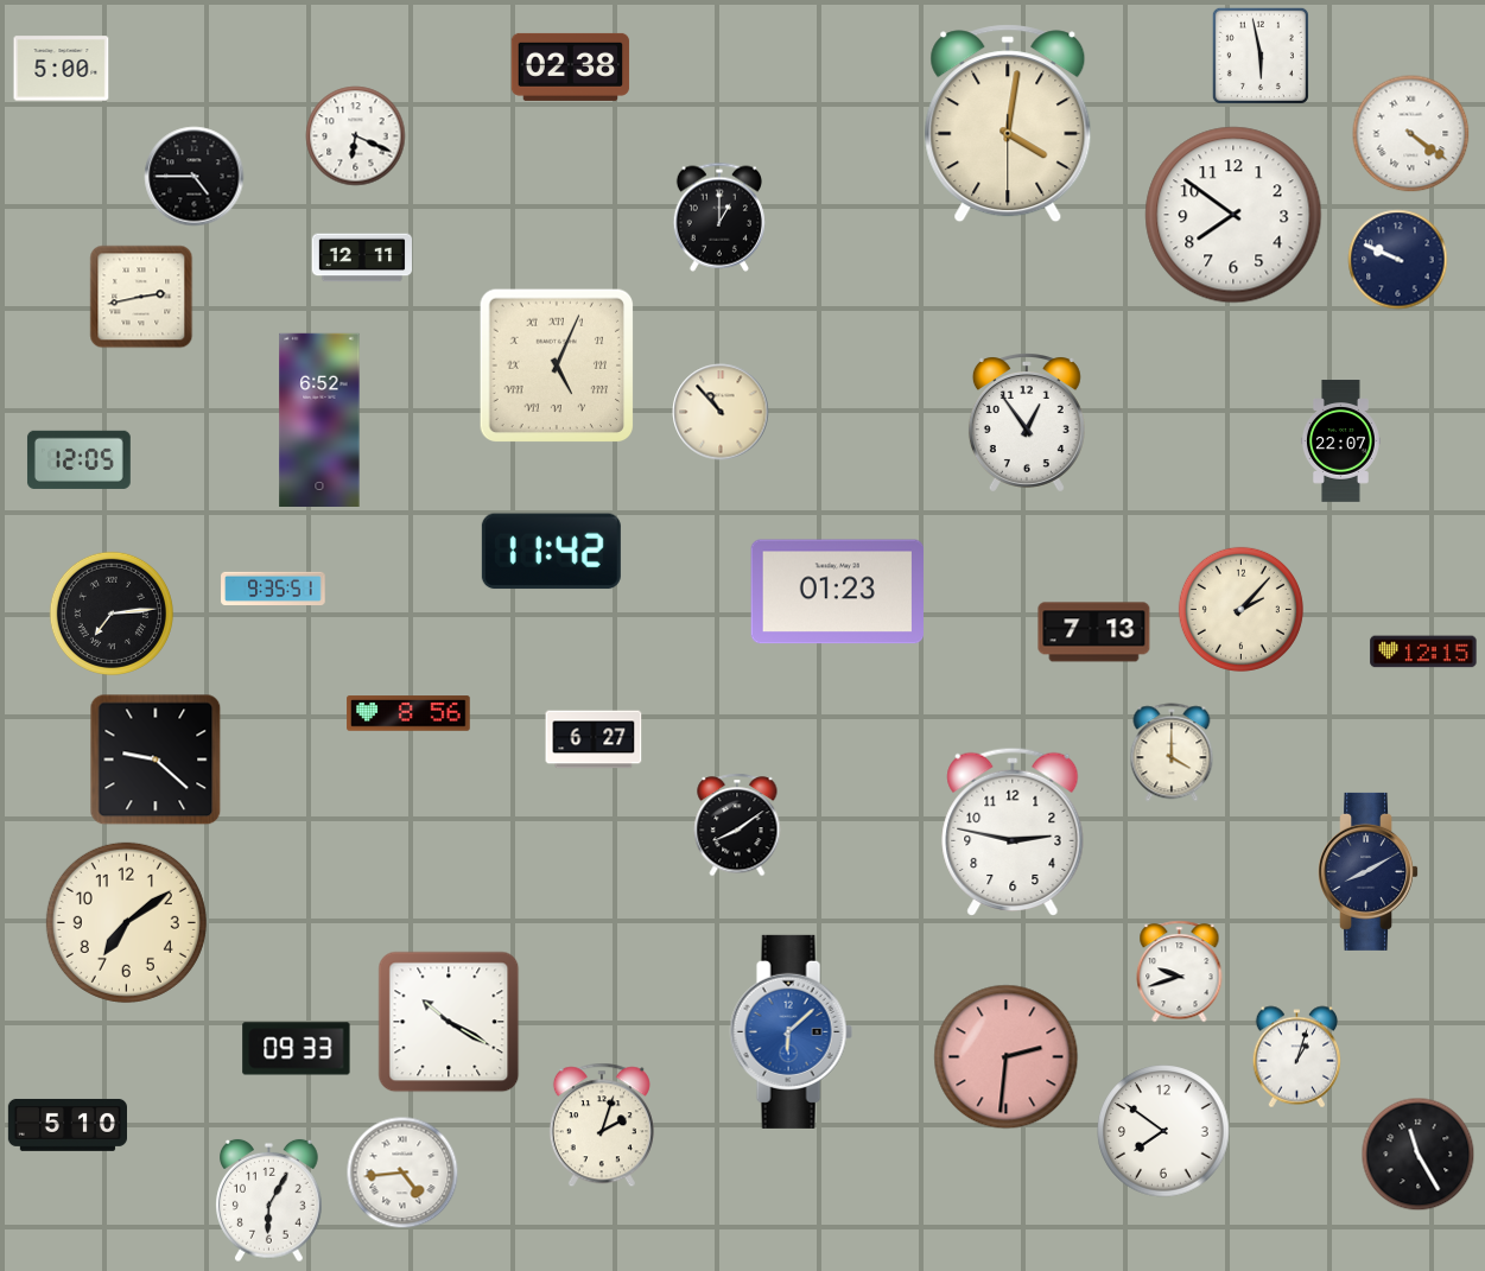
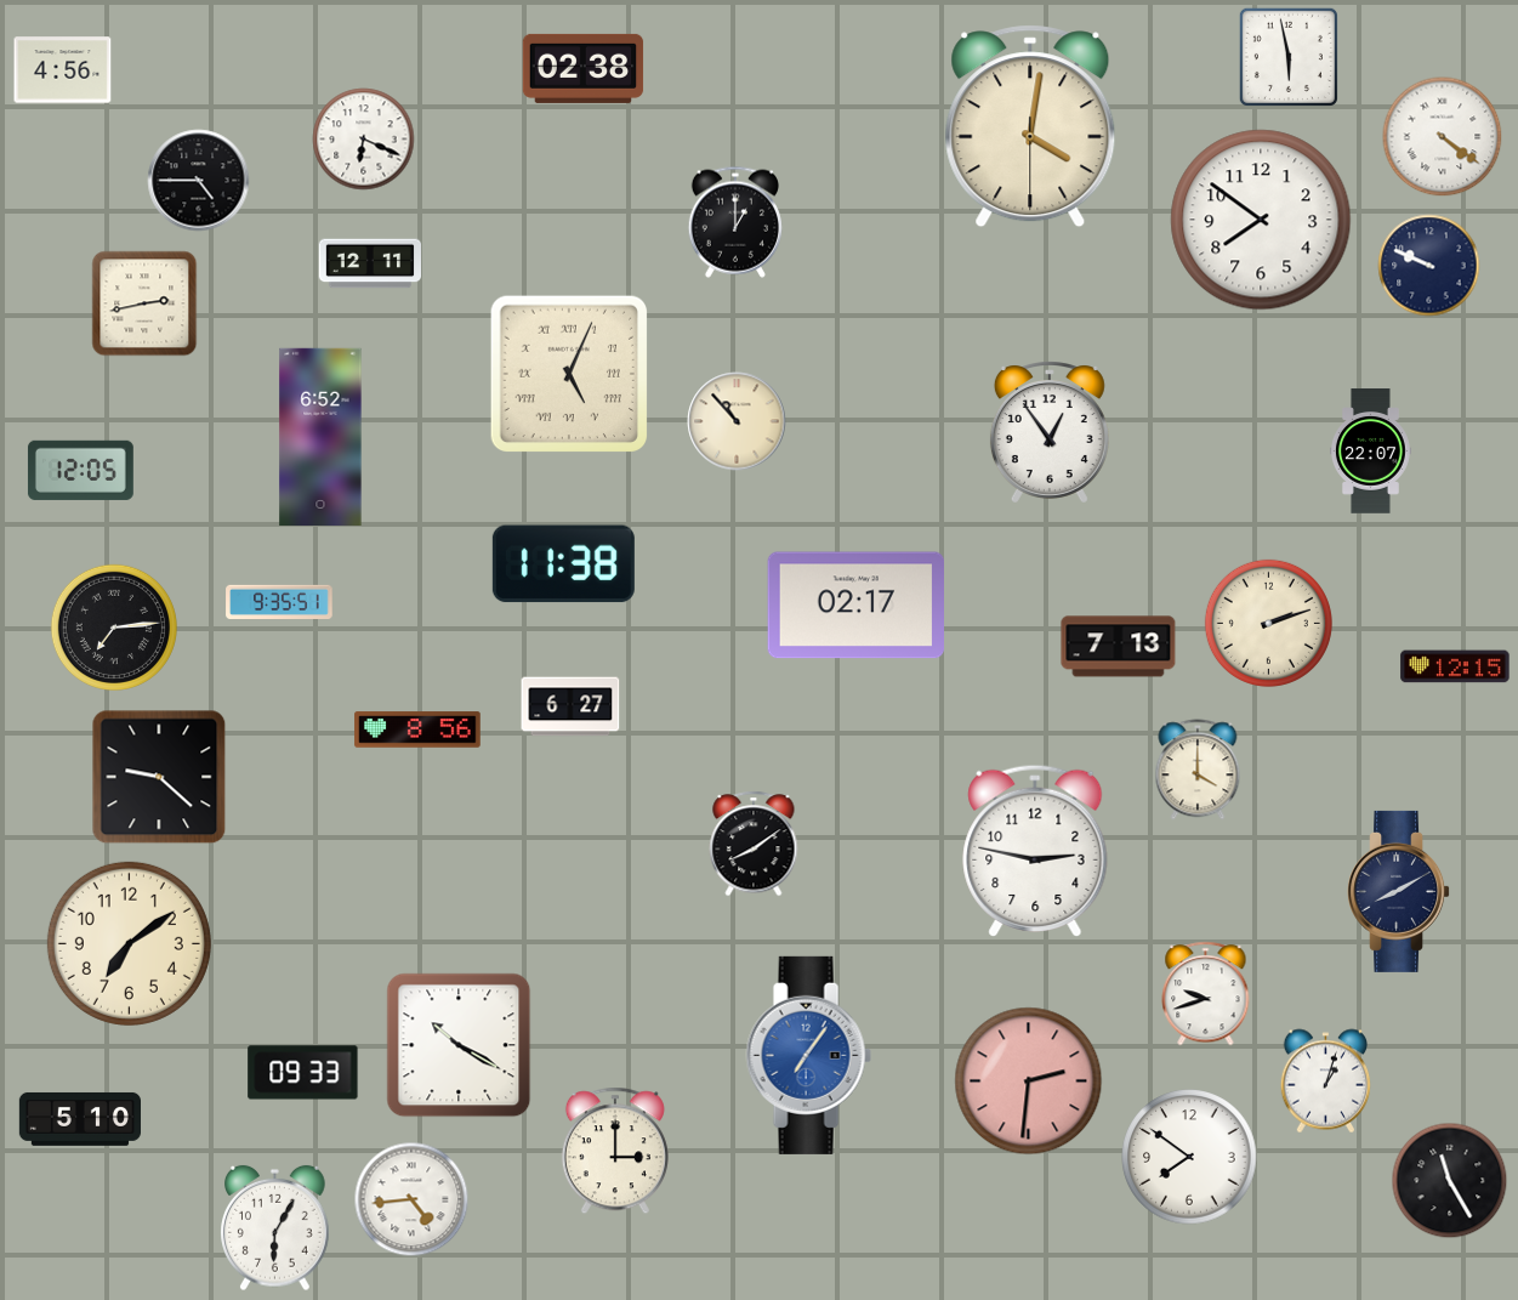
clock at (62, 69): 5:00 -> 4:56
clock at (319, 419) position: (319, 419) -> (320, 436)
clock at (551, 552): 11:42 -> 11:38
clock at (837, 592): 01:23 -> 02:17
clock at (1240, 609): 2:07 -> 2:12
clock at (594, 739) position: (594, 739) -> (570, 706)
clock at (791, 1031): 6:08 -> 7:06
clock at (66, 1125) position: (66, 1125) -> (79, 1119)
clock at (602, 1125): 2:03 -> 3:00
